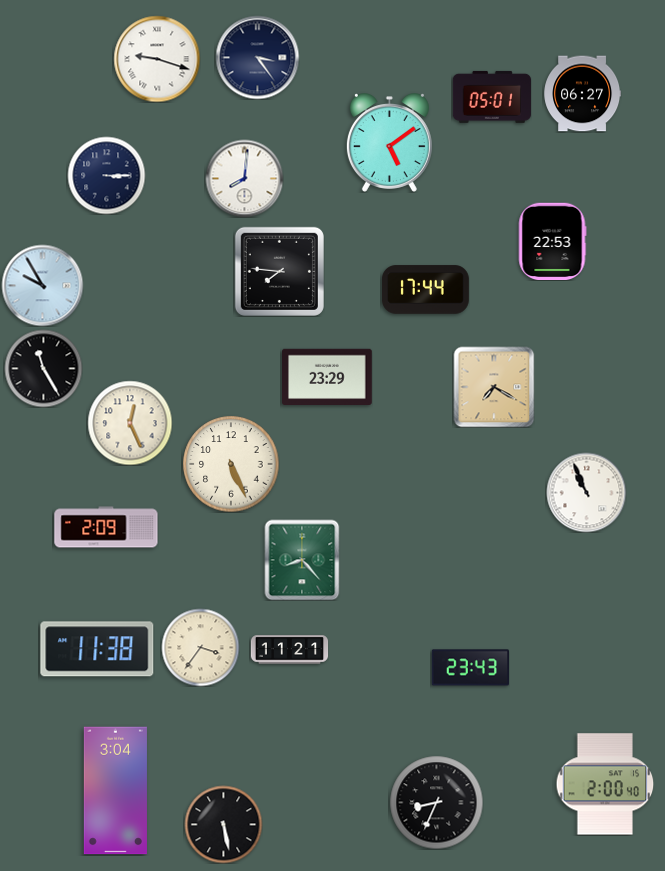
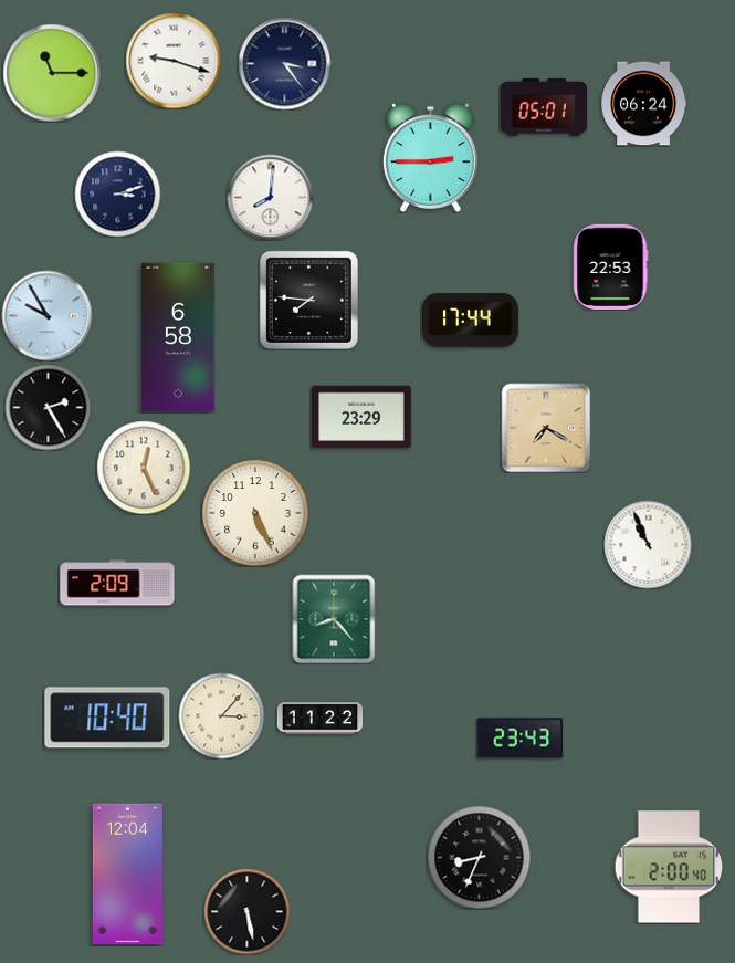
clock at (157, 59) position: (157, 59) -> (174, 61)
clock at (52, 73): none -> 11:15
clock at (582, 94): 06:27 -> 06:24
clock at (389, 143): 5:09 -> 2:45
clock at (106, 175): 3:15 -> 3:12
clock at (179, 337): none -> 6:58
clock at (43, 368): 11:25 -> 2:25
clock at (200, 647): 3:36 -> 3:07
clock at (97, 649): 11:38 -> 10:40
clock at (289, 650): 11:21 -> 11:22
clock at (115, 791): 3:04 -> 12:04
clock at (436, 802) position: (436, 802) -> (479, 857)
